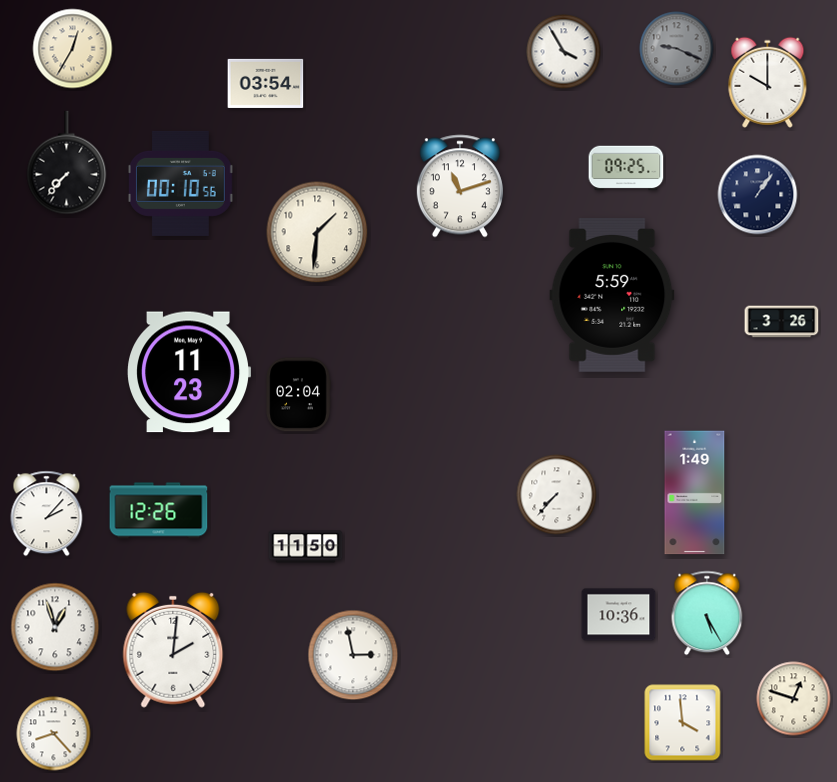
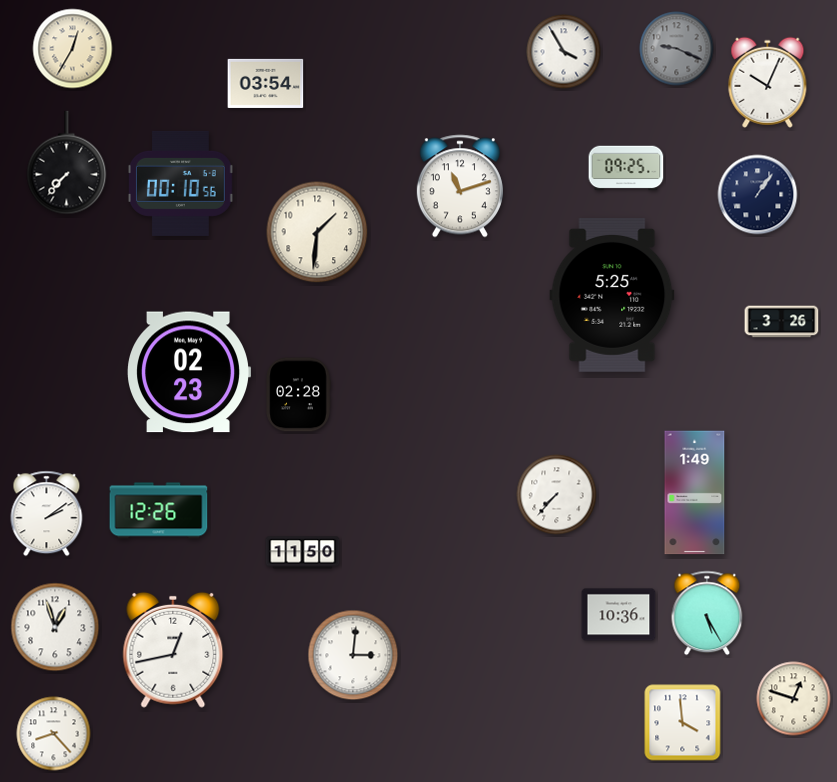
clock at (768, 82): 10:00 -> 10:04
clock at (612, 295): 5:59 -> 5:25
clock at (189, 372): 11:23 -> 02:23
clock at (298, 395): 02:04 -> 02:28
clock at (47, 514): 2:07 -> 2:09
clock at (306, 547) position: (306, 547) -> (303, 553)
clock at (173, 650): 2:01 -> 12:43
clock at (353, 655): 2:58 -> 3:01
